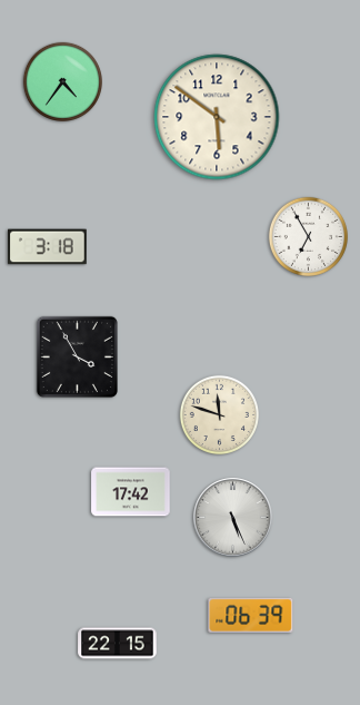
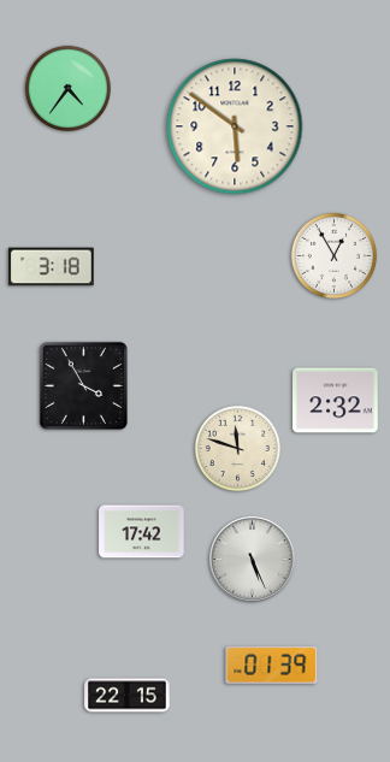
clock at (308, 236): 6:55 -> 12:55
clock at (336, 401): none -> 2:32
clock at (251, 615): 06:39 -> 01:39
